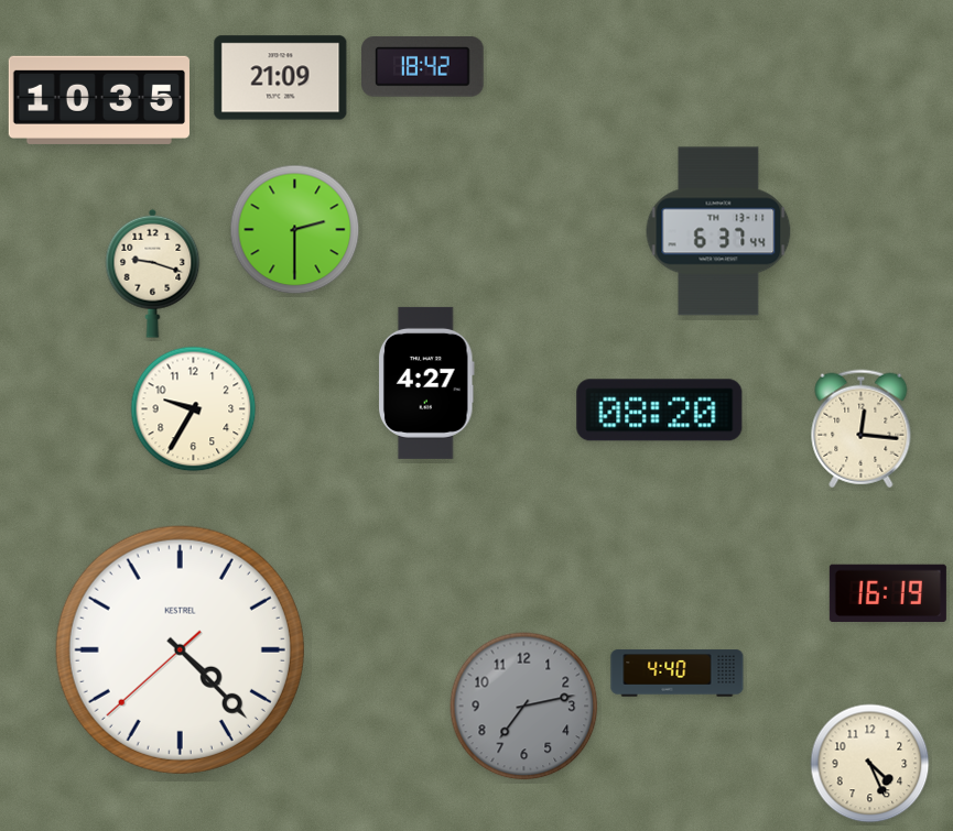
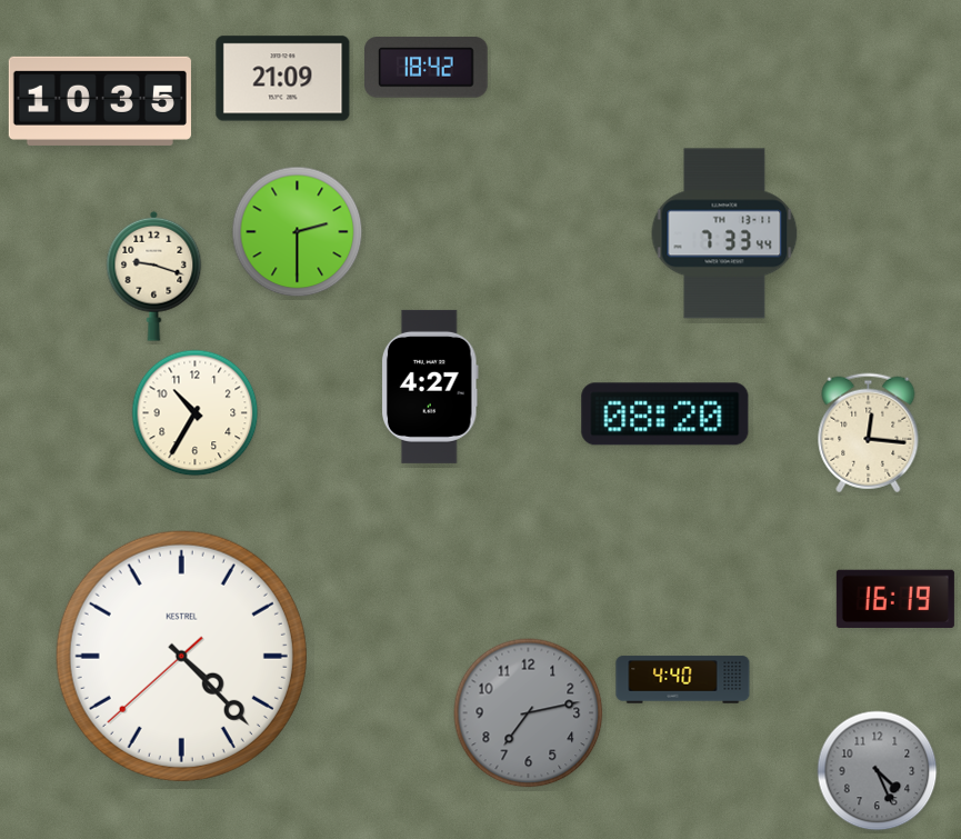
clock at (718, 231): 6:37 -> 7:33
clock at (194, 409): 9:35 -> 10:35
clock at (870, 764) dial: cream -> grey
